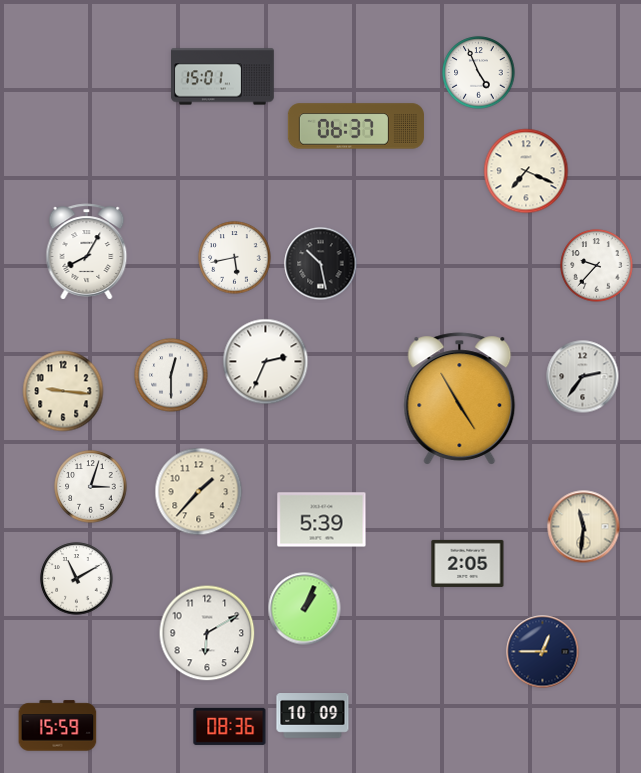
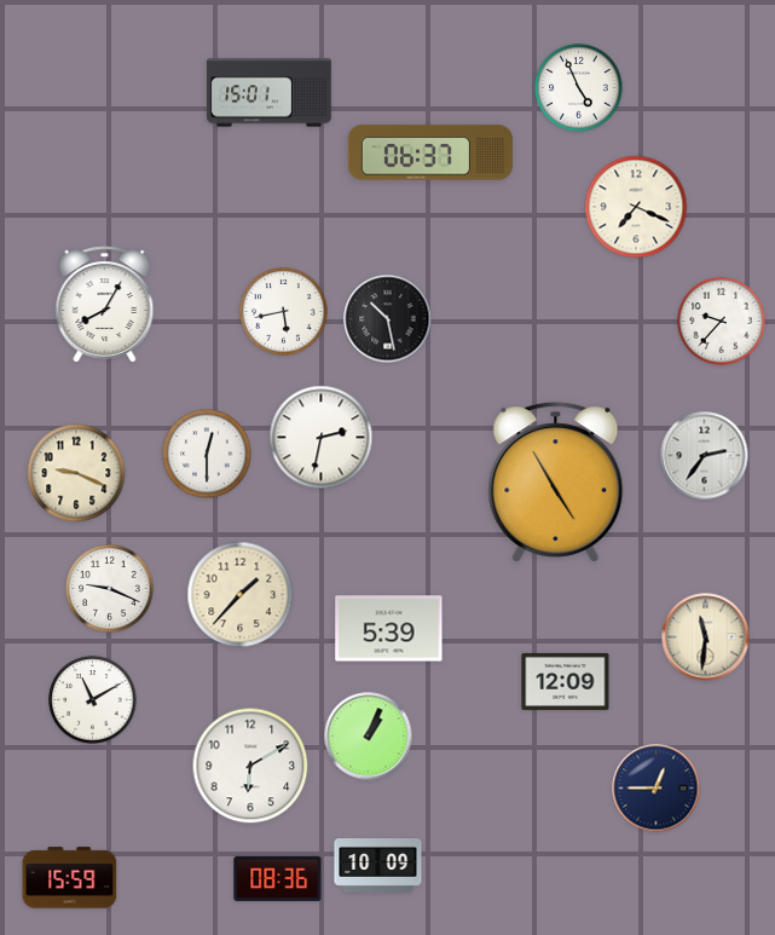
clock at (266, 362): 2:34 -> 2:32
clock at (63, 391): 9:16 -> 9:19
clock at (91, 487): 3:03 -> 9:19
clock at (468, 563): 2:05 -> 12:09
